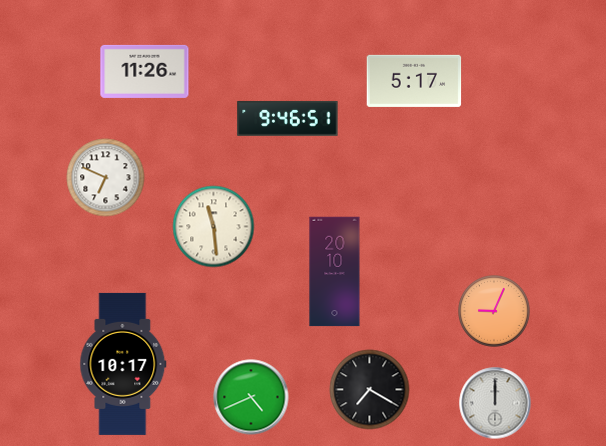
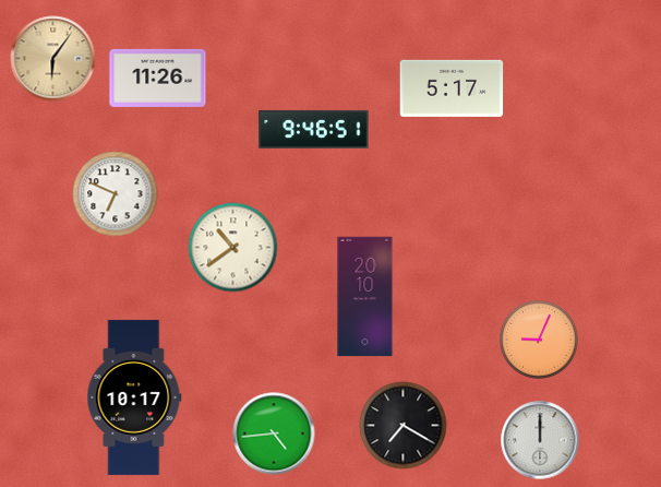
clock at (53, 59): none -> 6:06
clock at (214, 227): 11:29 -> 10:39
clock at (251, 397): 4:41 -> 4:44
